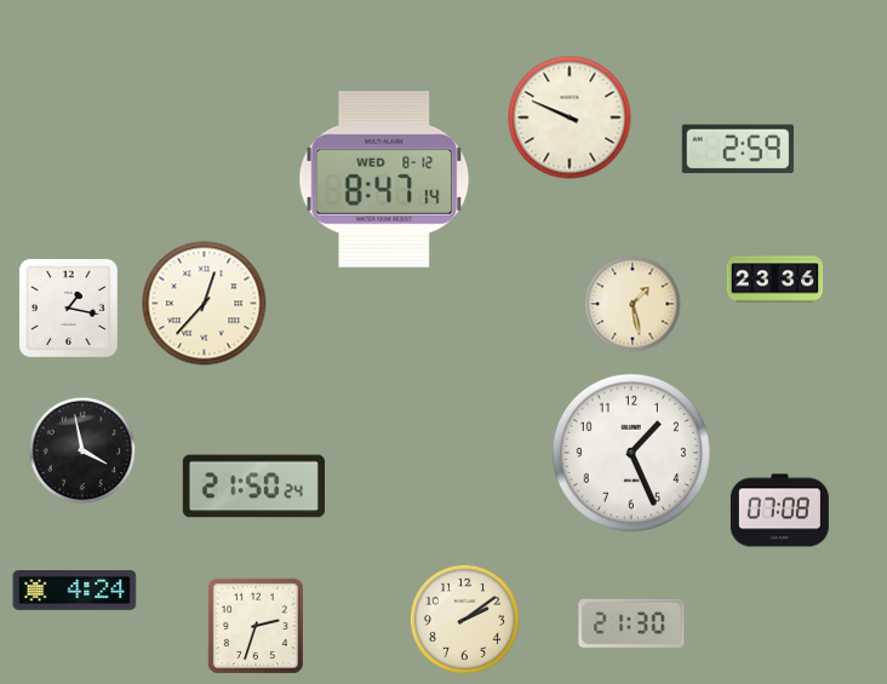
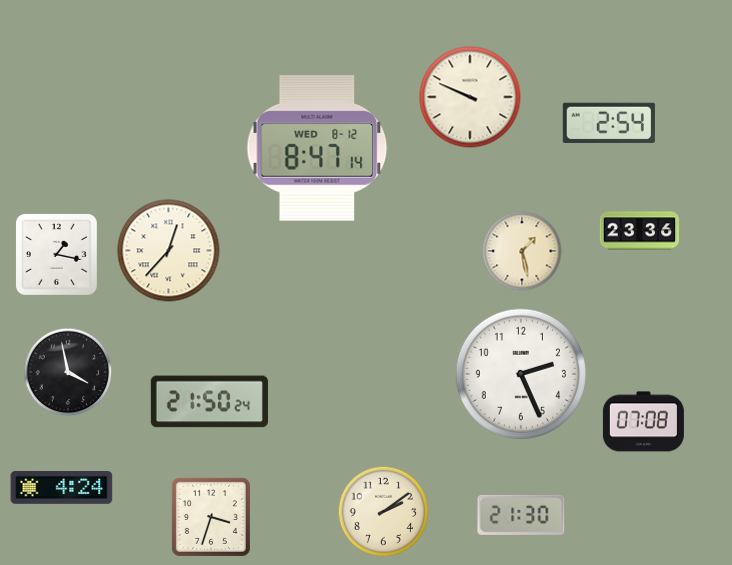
clock at (738, 148): 2:59 -> 2:54
clock at (631, 453): 1:26 -> 2:26
clock at (256, 626): 2:33 -> 3:33
